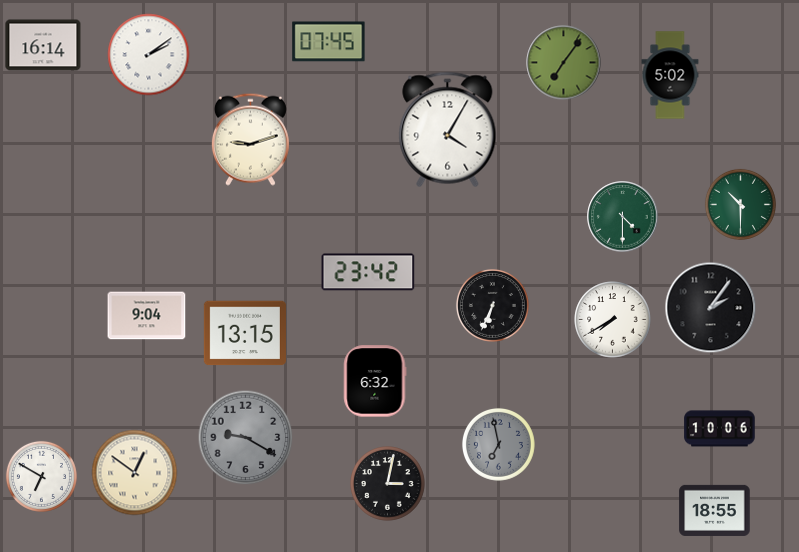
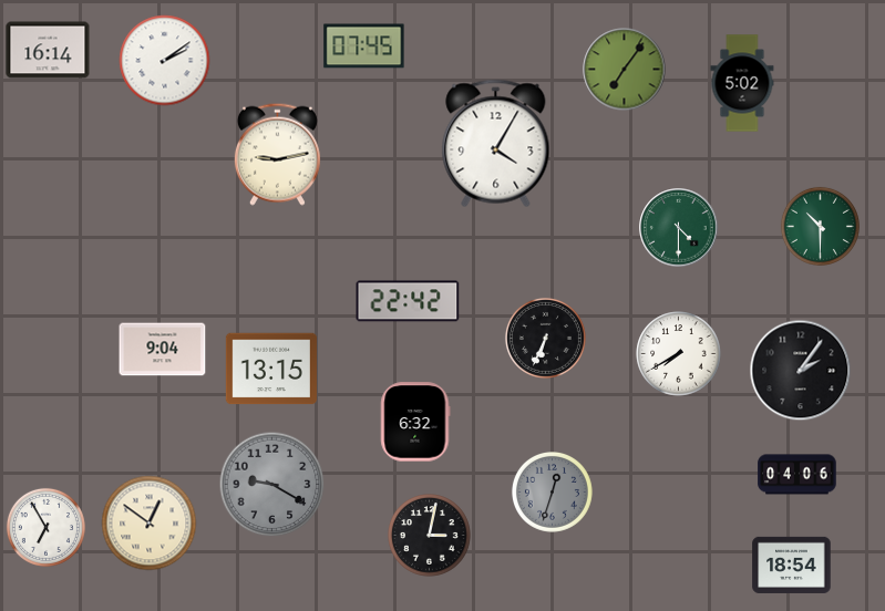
clock at (250, 139): 9:12 -> 9:13
clock at (623, 217) position: (623, 217) -> (679, 228)
clock at (368, 272): 23:42 -> 22:42
clock at (711, 308) position: (711, 308) -> (801, 371)
clock at (720, 429): 10:06 -> 04:06
clock at (498, 444): 6:58 -> 12:33
clock at (41, 476): 6:50 -> 6:55
clock at (715, 510): 18:55 -> 18:54
